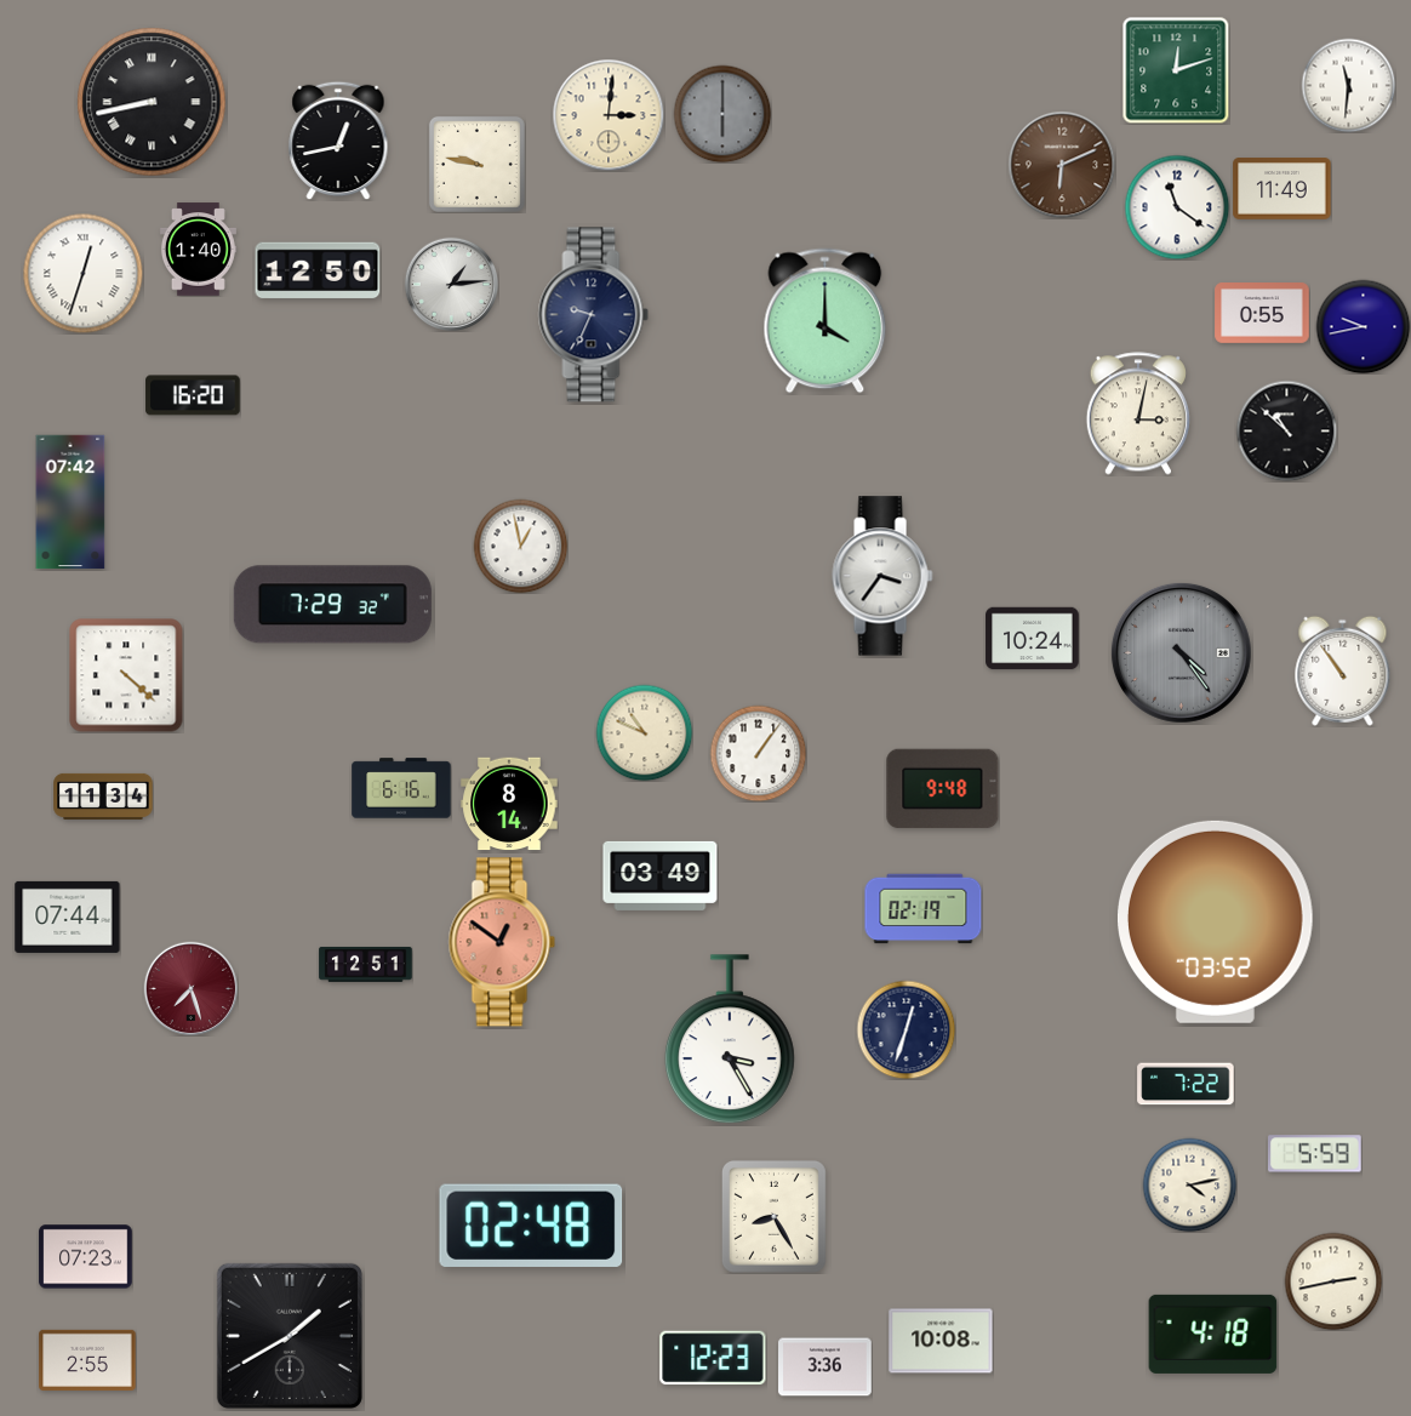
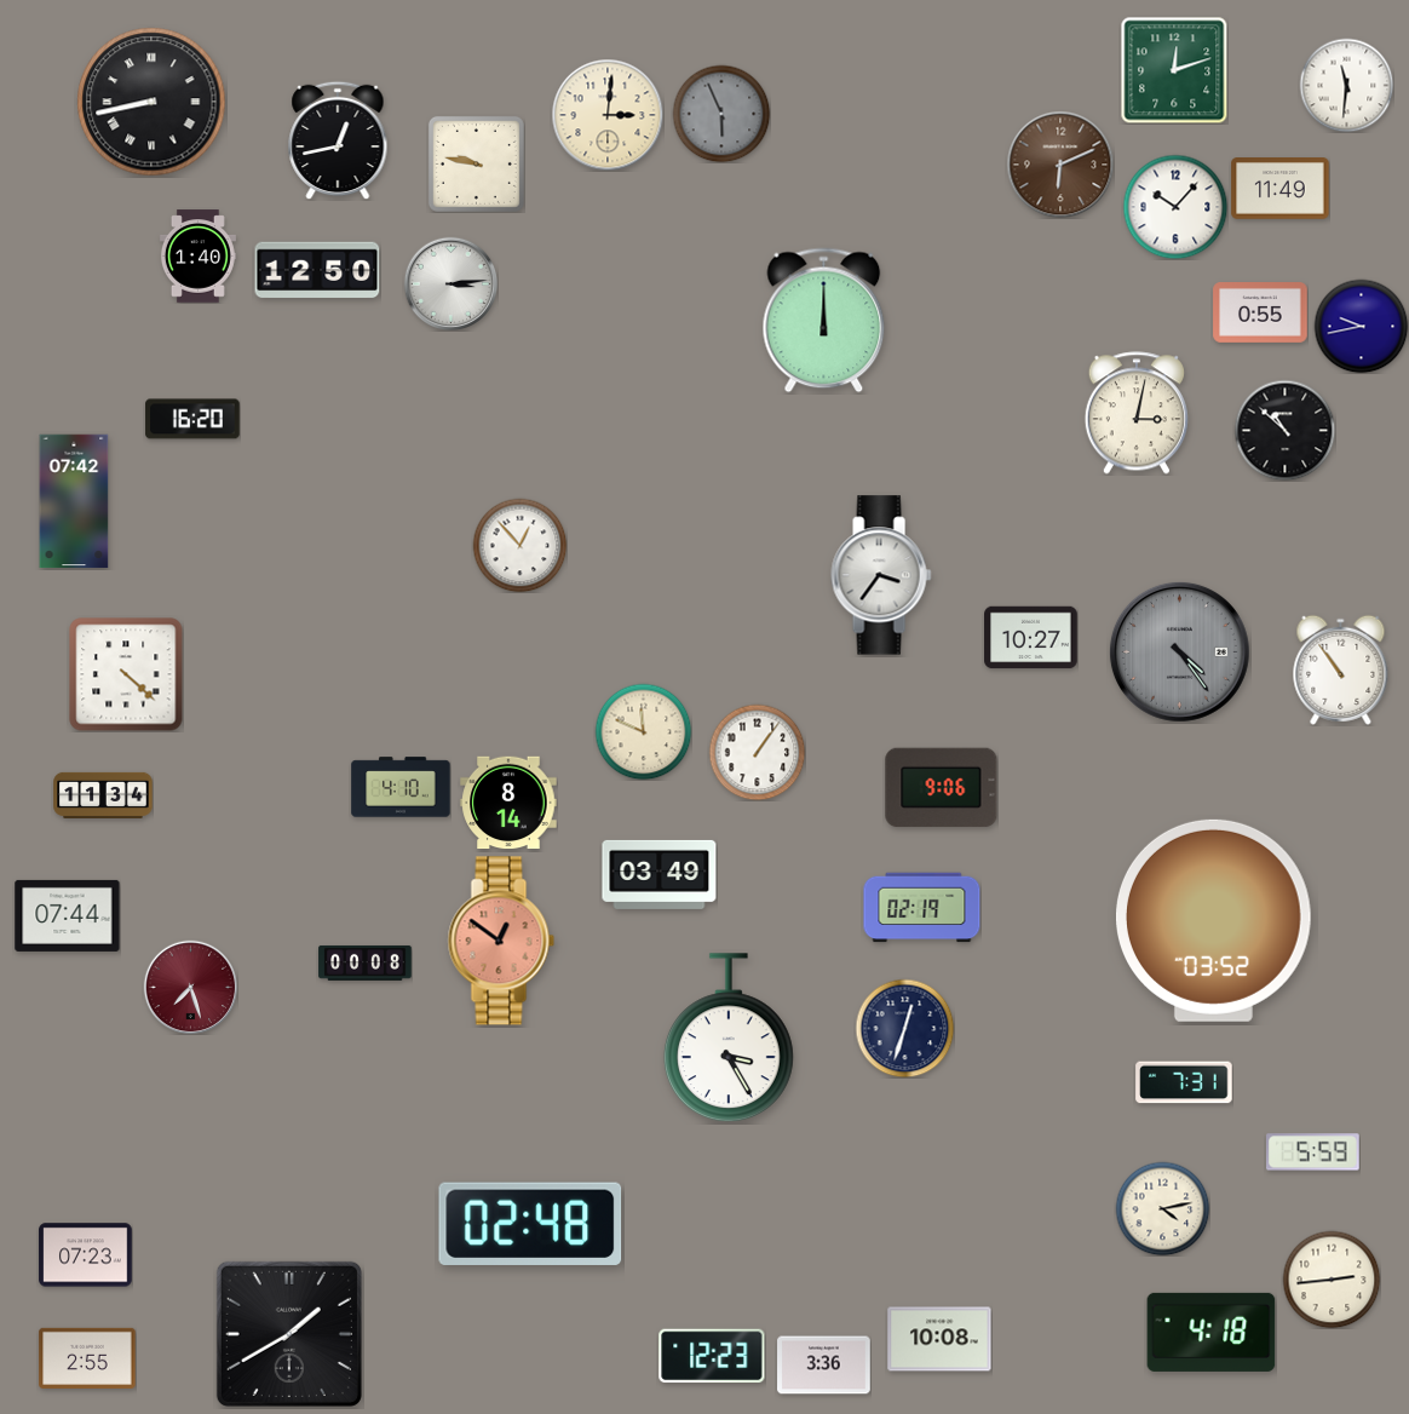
clock at (722, 114): 6:00 -> 5:56
clock at (1177, 207): 11:21 -> 10:07
clock at (198, 250) position: (198, 250) -> (197, 257)
clock at (84, 274): 12:33 -> none
clock at (451, 284): 1:14 -> 3:14
clock at (594, 315): 9:34 -> none
clock at (826, 321): 4:00 -> 12:00
clock at (193, 395) position: (193, 395) -> (192, 419)
clock at (70, 502) position: (70, 502) -> (74, 501)
clock at (520, 546): 12:58 -> 12:53
clock at (332, 605): 7:29 -> none
clock at (1033, 639): 10:24 -> 10:27
clock at (644, 732): 10:49 -> 11:49
clock at (401, 788): 6:16 -> 4:10
clock at (943, 789): 9:48 -> 9:06
clock at (366, 964): 12:51 -> 00:08
clock at (1186, 1084): 7:22 -> 7:31
clock at (1189, 1184) position: (1189, 1184) -> (1162, 1208)
clock at (773, 1216): 8:25 -> none
clock at (1333, 1281): 2:43 -> 2:44
